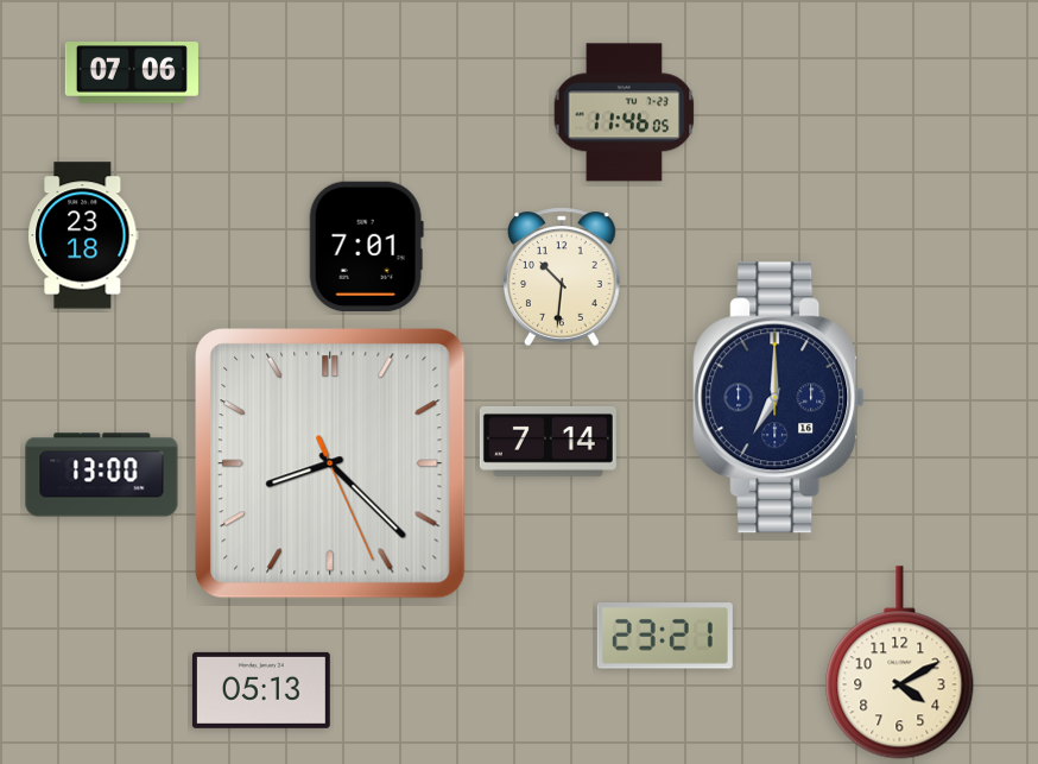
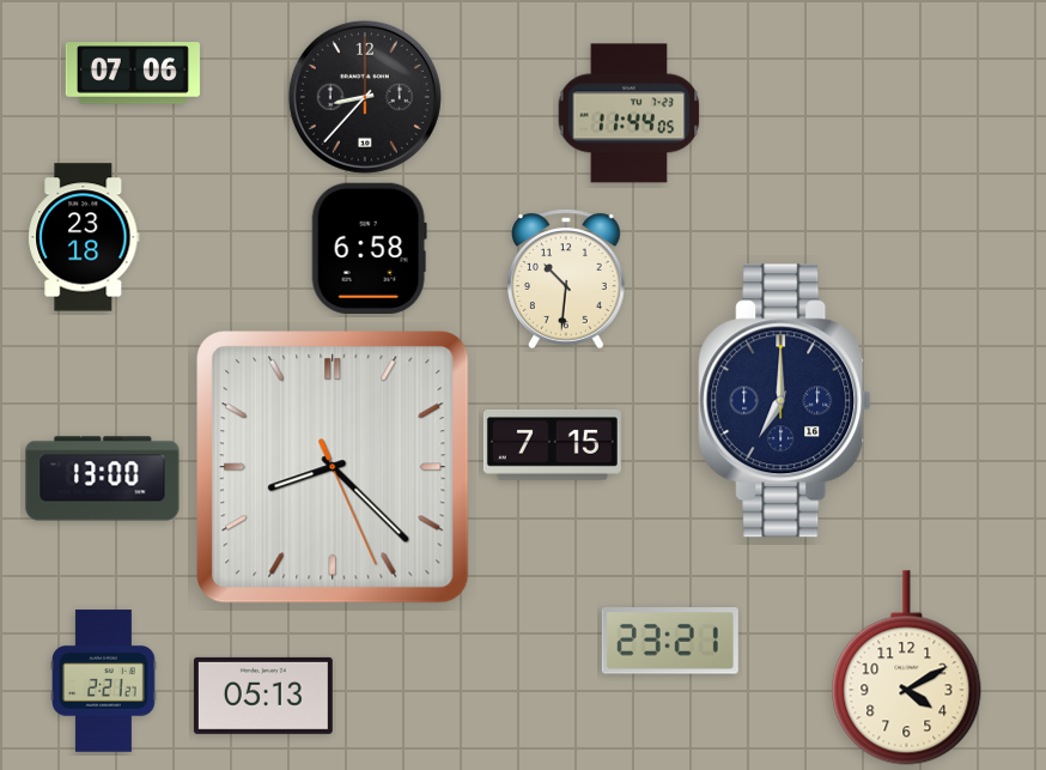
clock at (365, 97): none -> 8:37
clock at (625, 113): 11:46 -> 11:44
clock at (366, 246): 7:01 -> 6:58
clock at (548, 442): 7:14 -> 7:15
clock at (104, 681): none -> 2:21
